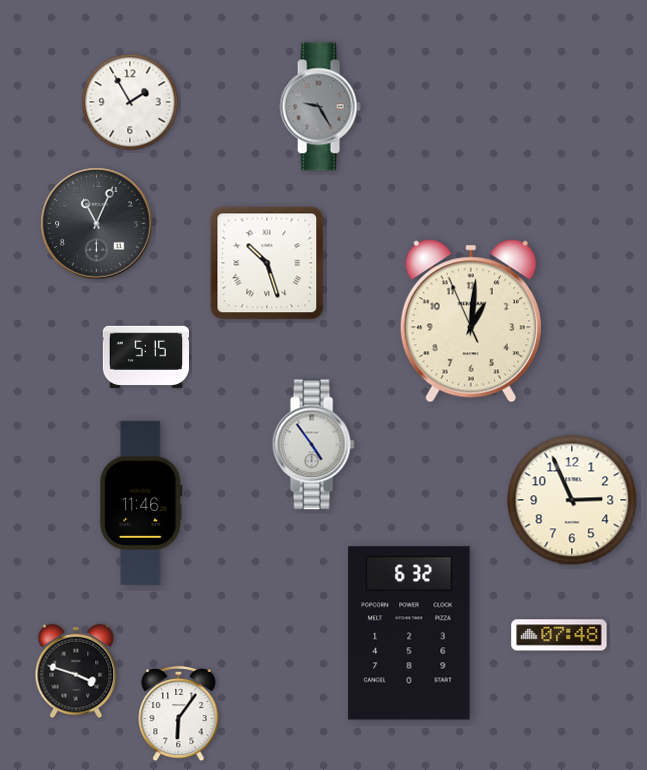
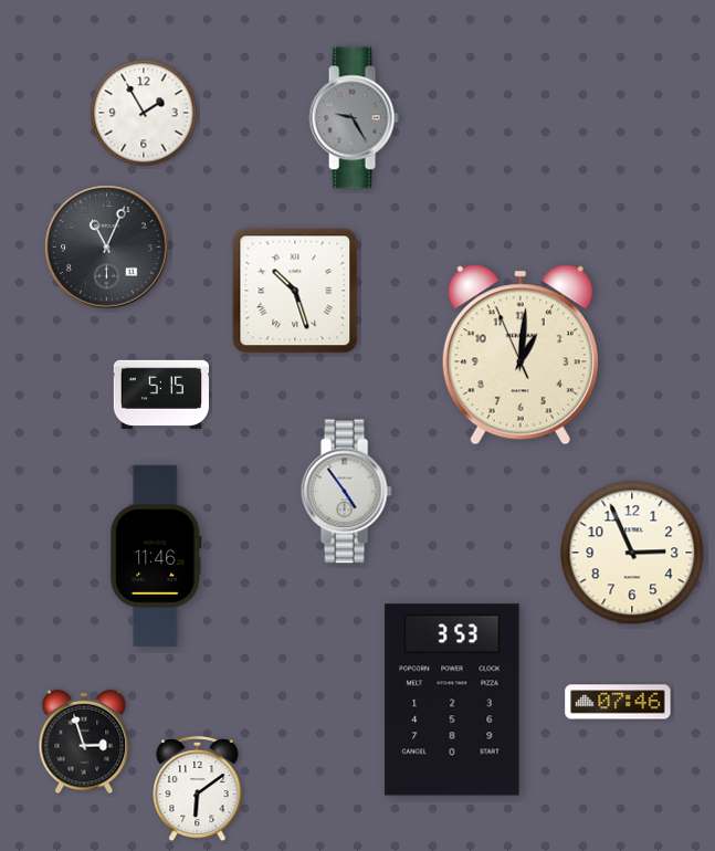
clock at (409, 633): 6:32 -> 3:53
clock at (559, 635): 07:48 -> 07:46
clock at (76, 671): 3:48 -> 2:57
clock at (179, 714): 6:06 -> 6:09
